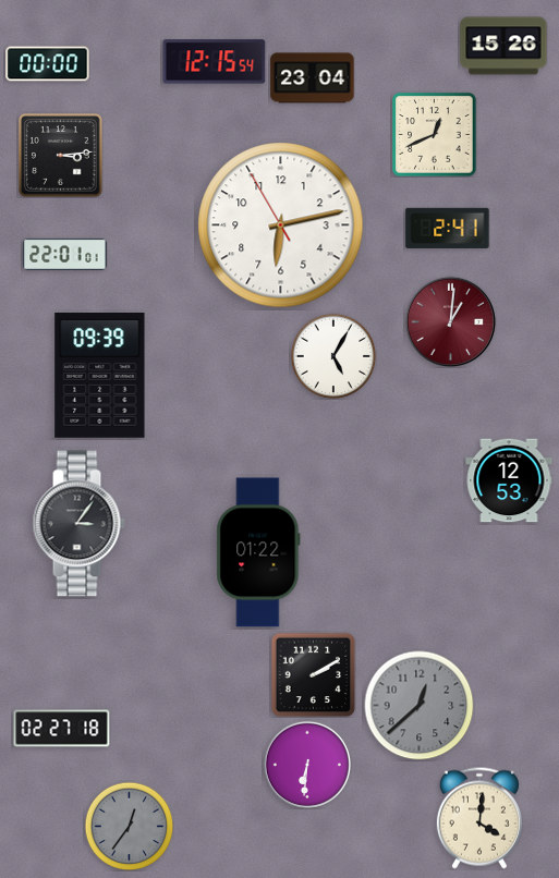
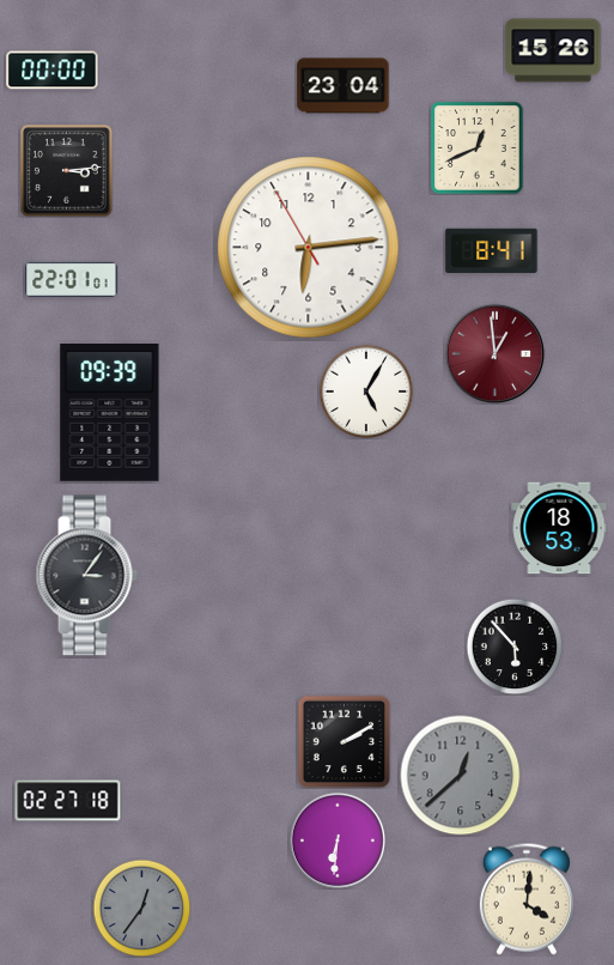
clock at (215, 62): 12:15 -> none
clock at (281, 225): 6:12 -> 6:13
clock at (448, 228): 2:41 -> 8:41
clock at (450, 321): 1:01 -> 12:59
clock at (509, 480): 12:53 -> 18:53
clock at (258, 552): 01:22 -> none
clock at (515, 647): none -> 5:53
